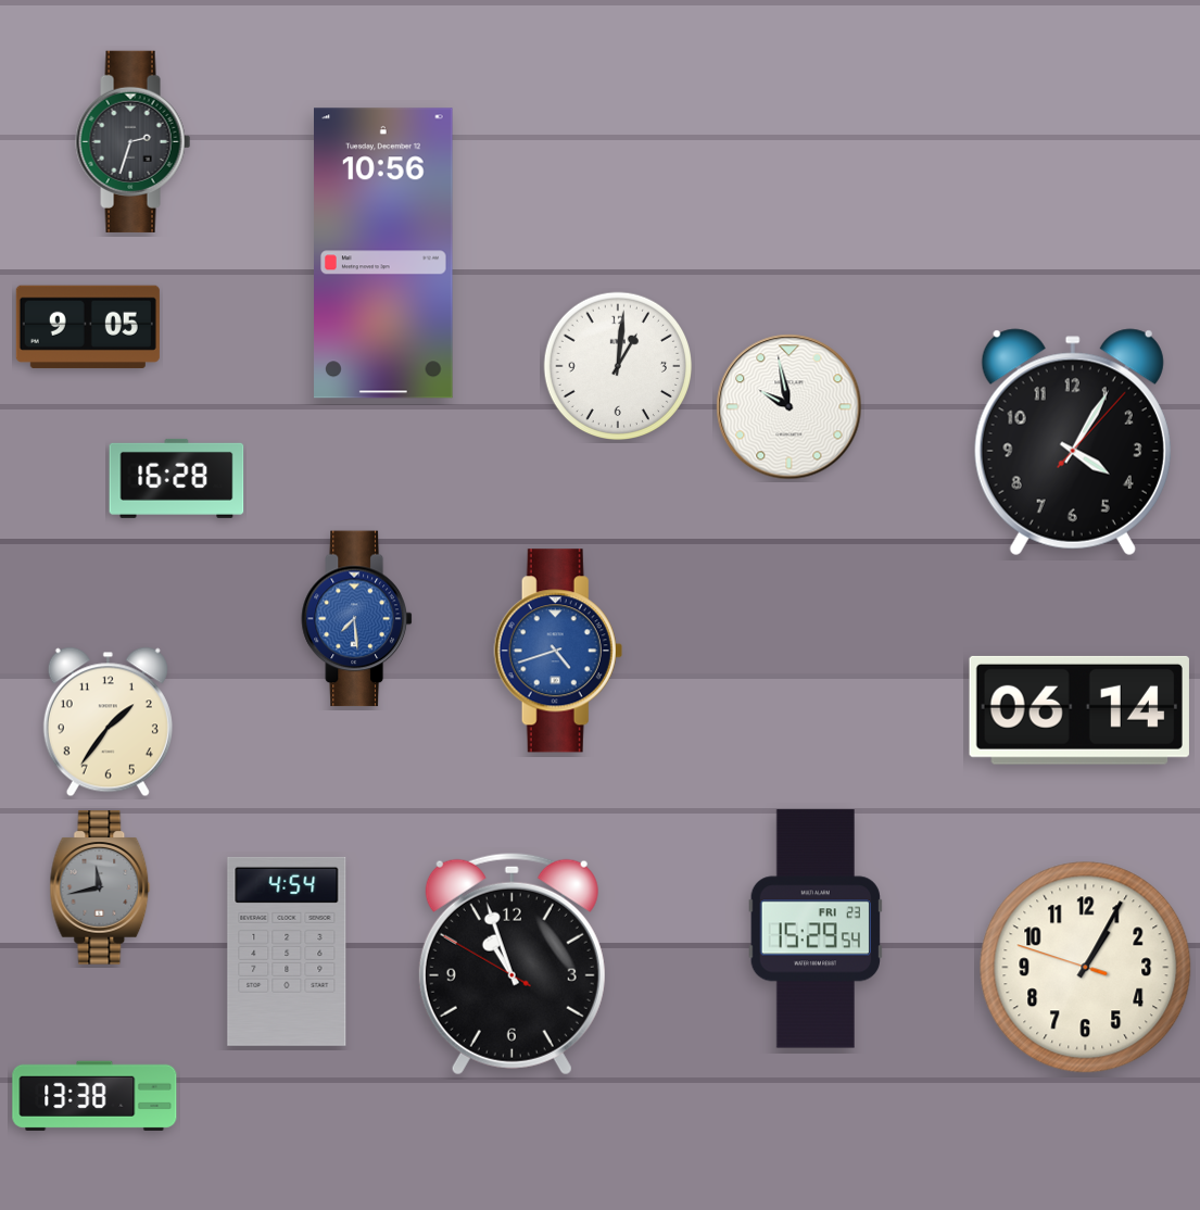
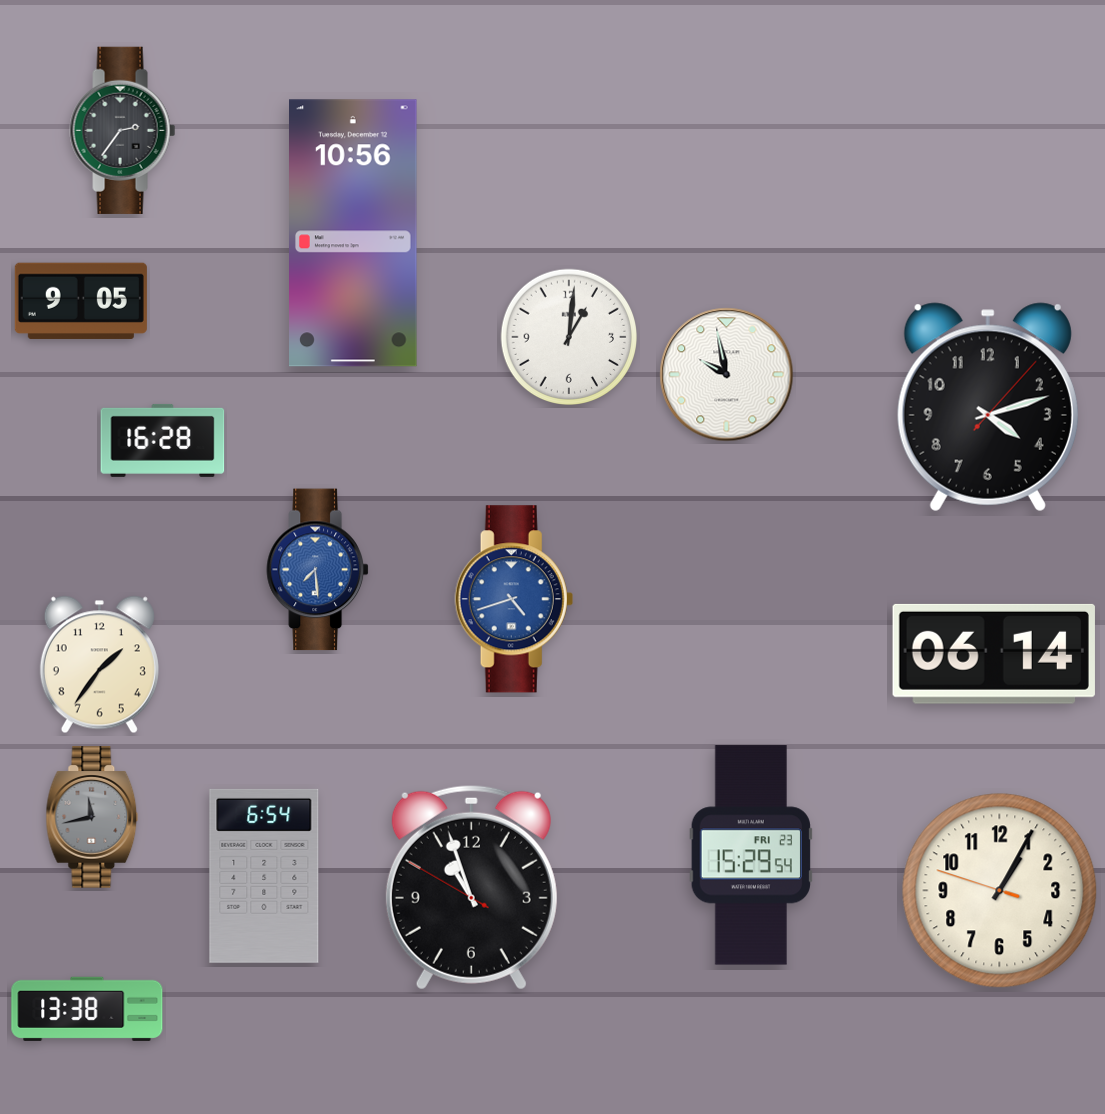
clock at (134, 141): 2:33 -> 2:36
clock at (1073, 442): 4:05 -> 4:12
clock at (357, 619) position: (357, 619) -> (318, 570)
clock at (287, 951): 4:54 -> 6:54
